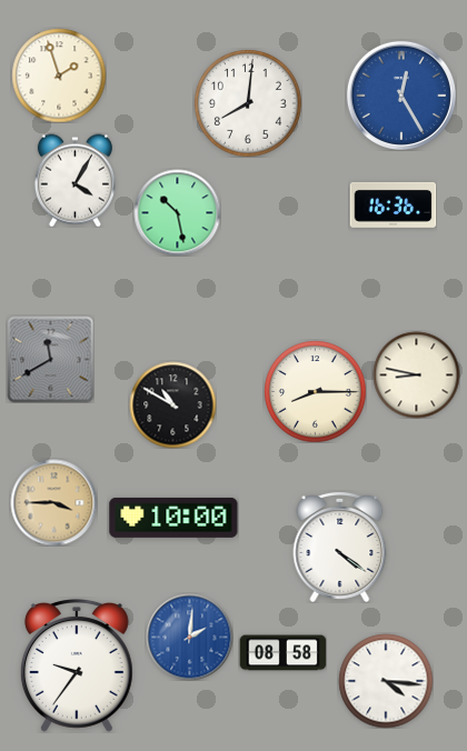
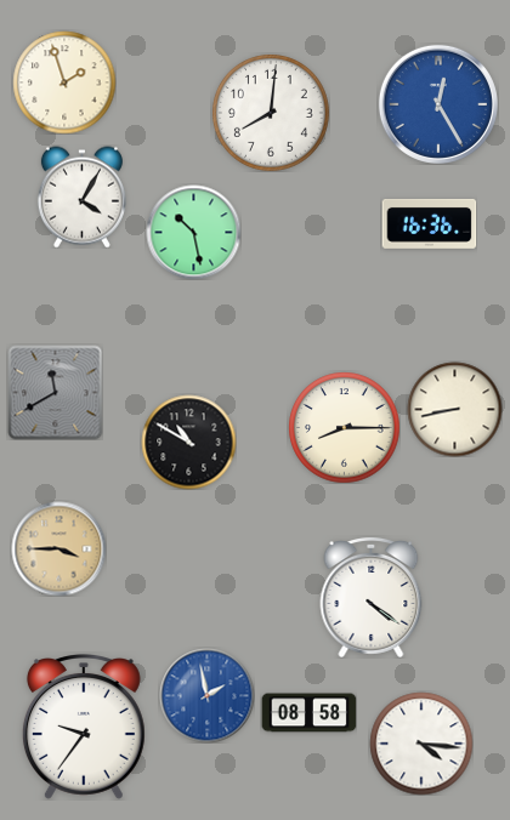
clock at (416, 374): 8:47 -> 8:43
clock at (173, 518): 10:00 -> none
clock at (189, 637): 2:01 -> 1:58
